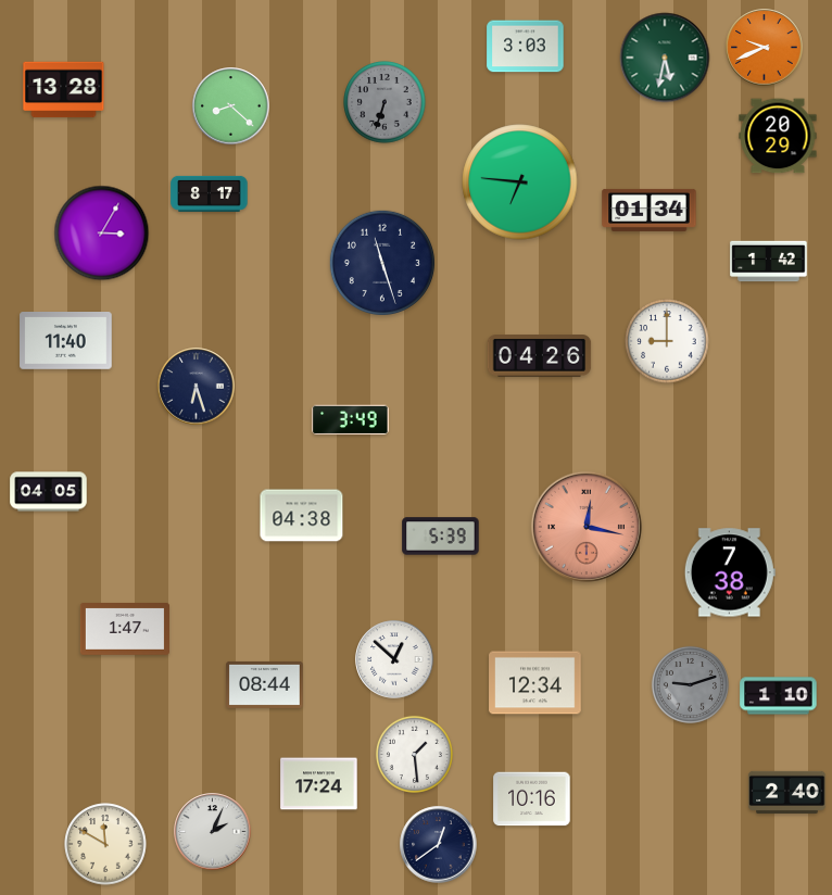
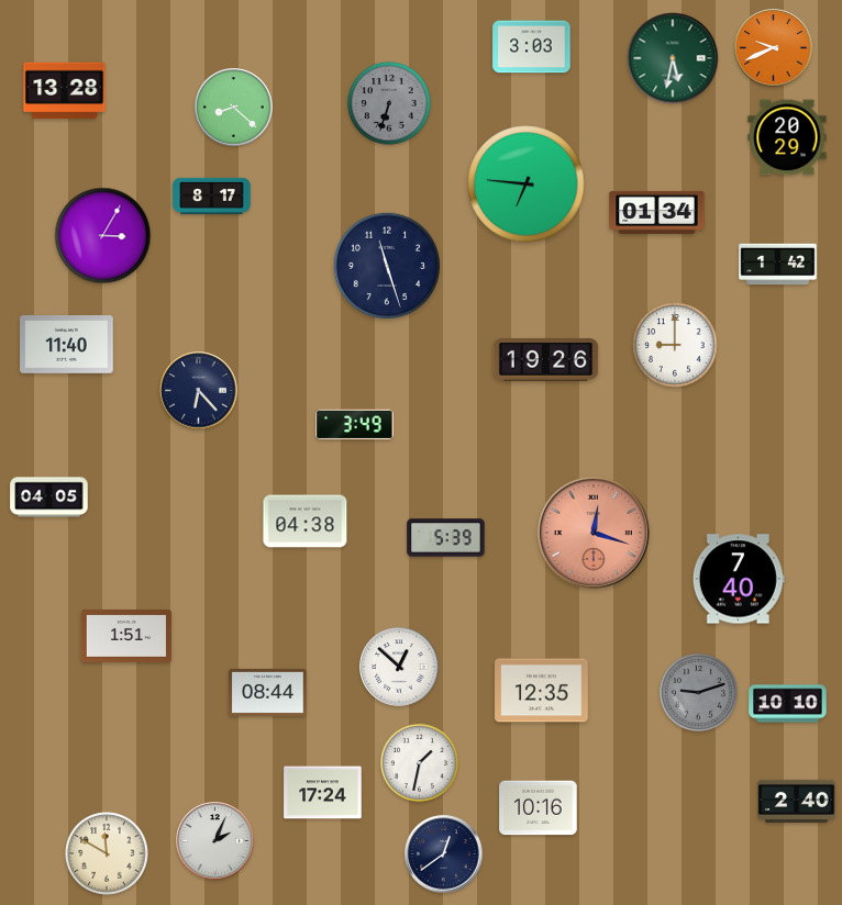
clock at (540, 356): 04:26 -> 19:26
clock at (197, 387): 6:27 -> 6:23
clock at (587, 527): 12:17 -> 12:18
clock at (441, 537) position: (441, 537) -> (446, 538)
clock at (730, 572): 7:38 -> 7:40
clock at (125, 630): 1:47 -> 1:51
clock at (535, 683): 12:34 -> 12:35
clock at (779, 696): 1:10 -> 10:10
clock at (414, 754): 1:29 -> 1:32
